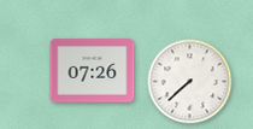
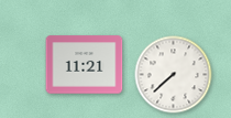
clock at (93, 71): 07:26 -> 11:21
